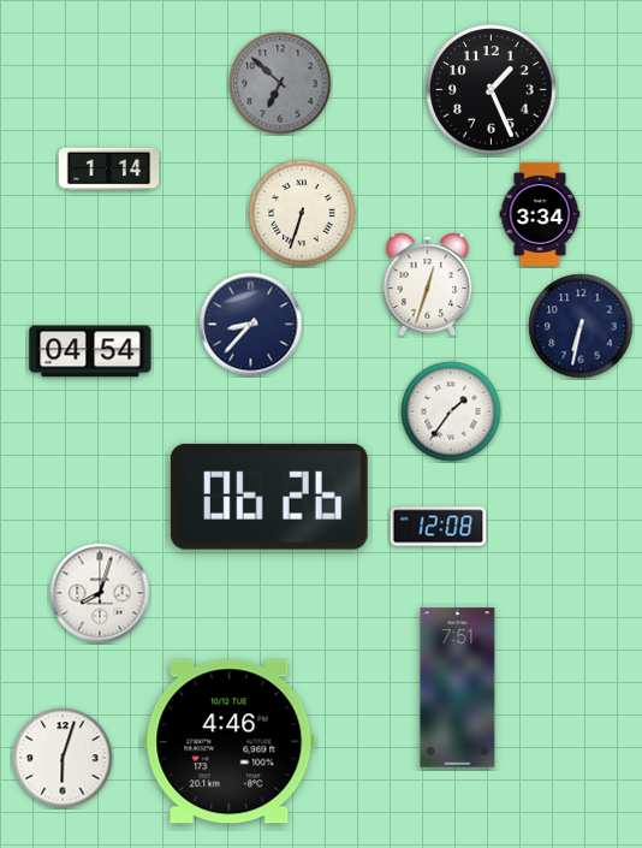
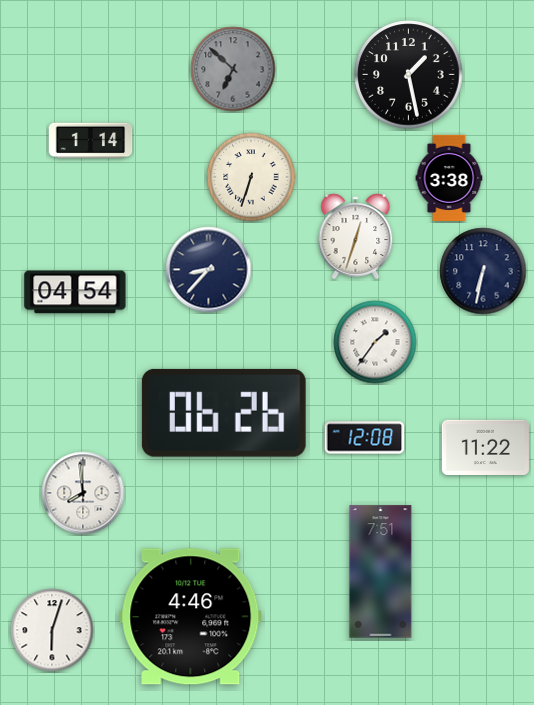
clock at (492, 90): 1:26 -> 1:28
clock at (540, 213): 3:34 -> 3:38
clock at (485, 447): none -> 11:22
clock at (100, 593): 8:03 -> 7:59
